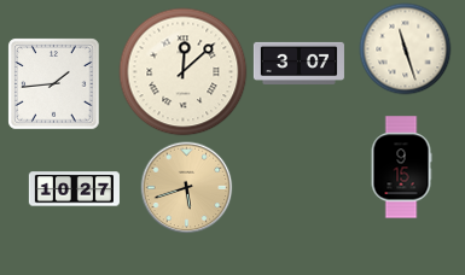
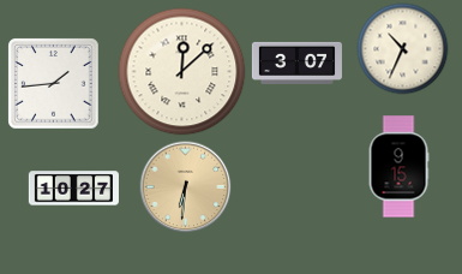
clock at (406, 49): 11:27 -> 10:34
clock at (187, 188): 5:42 -> 6:31
